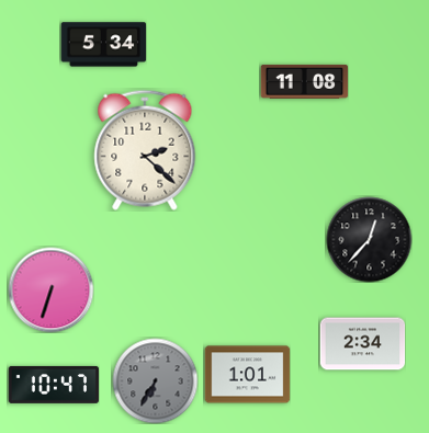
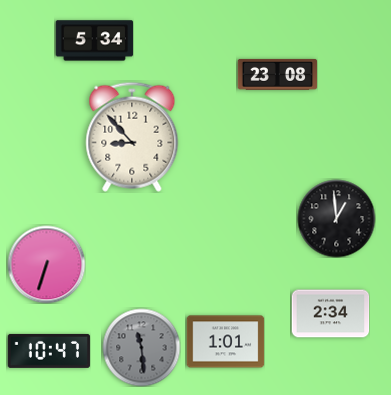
clock at (304, 81): 11:08 -> 23:08
clock at (145, 150): 2:22 -> 8:53
clock at (369, 239): 12:37 -> 12:59
clock at (155, 380): 6:35 -> 11:29
